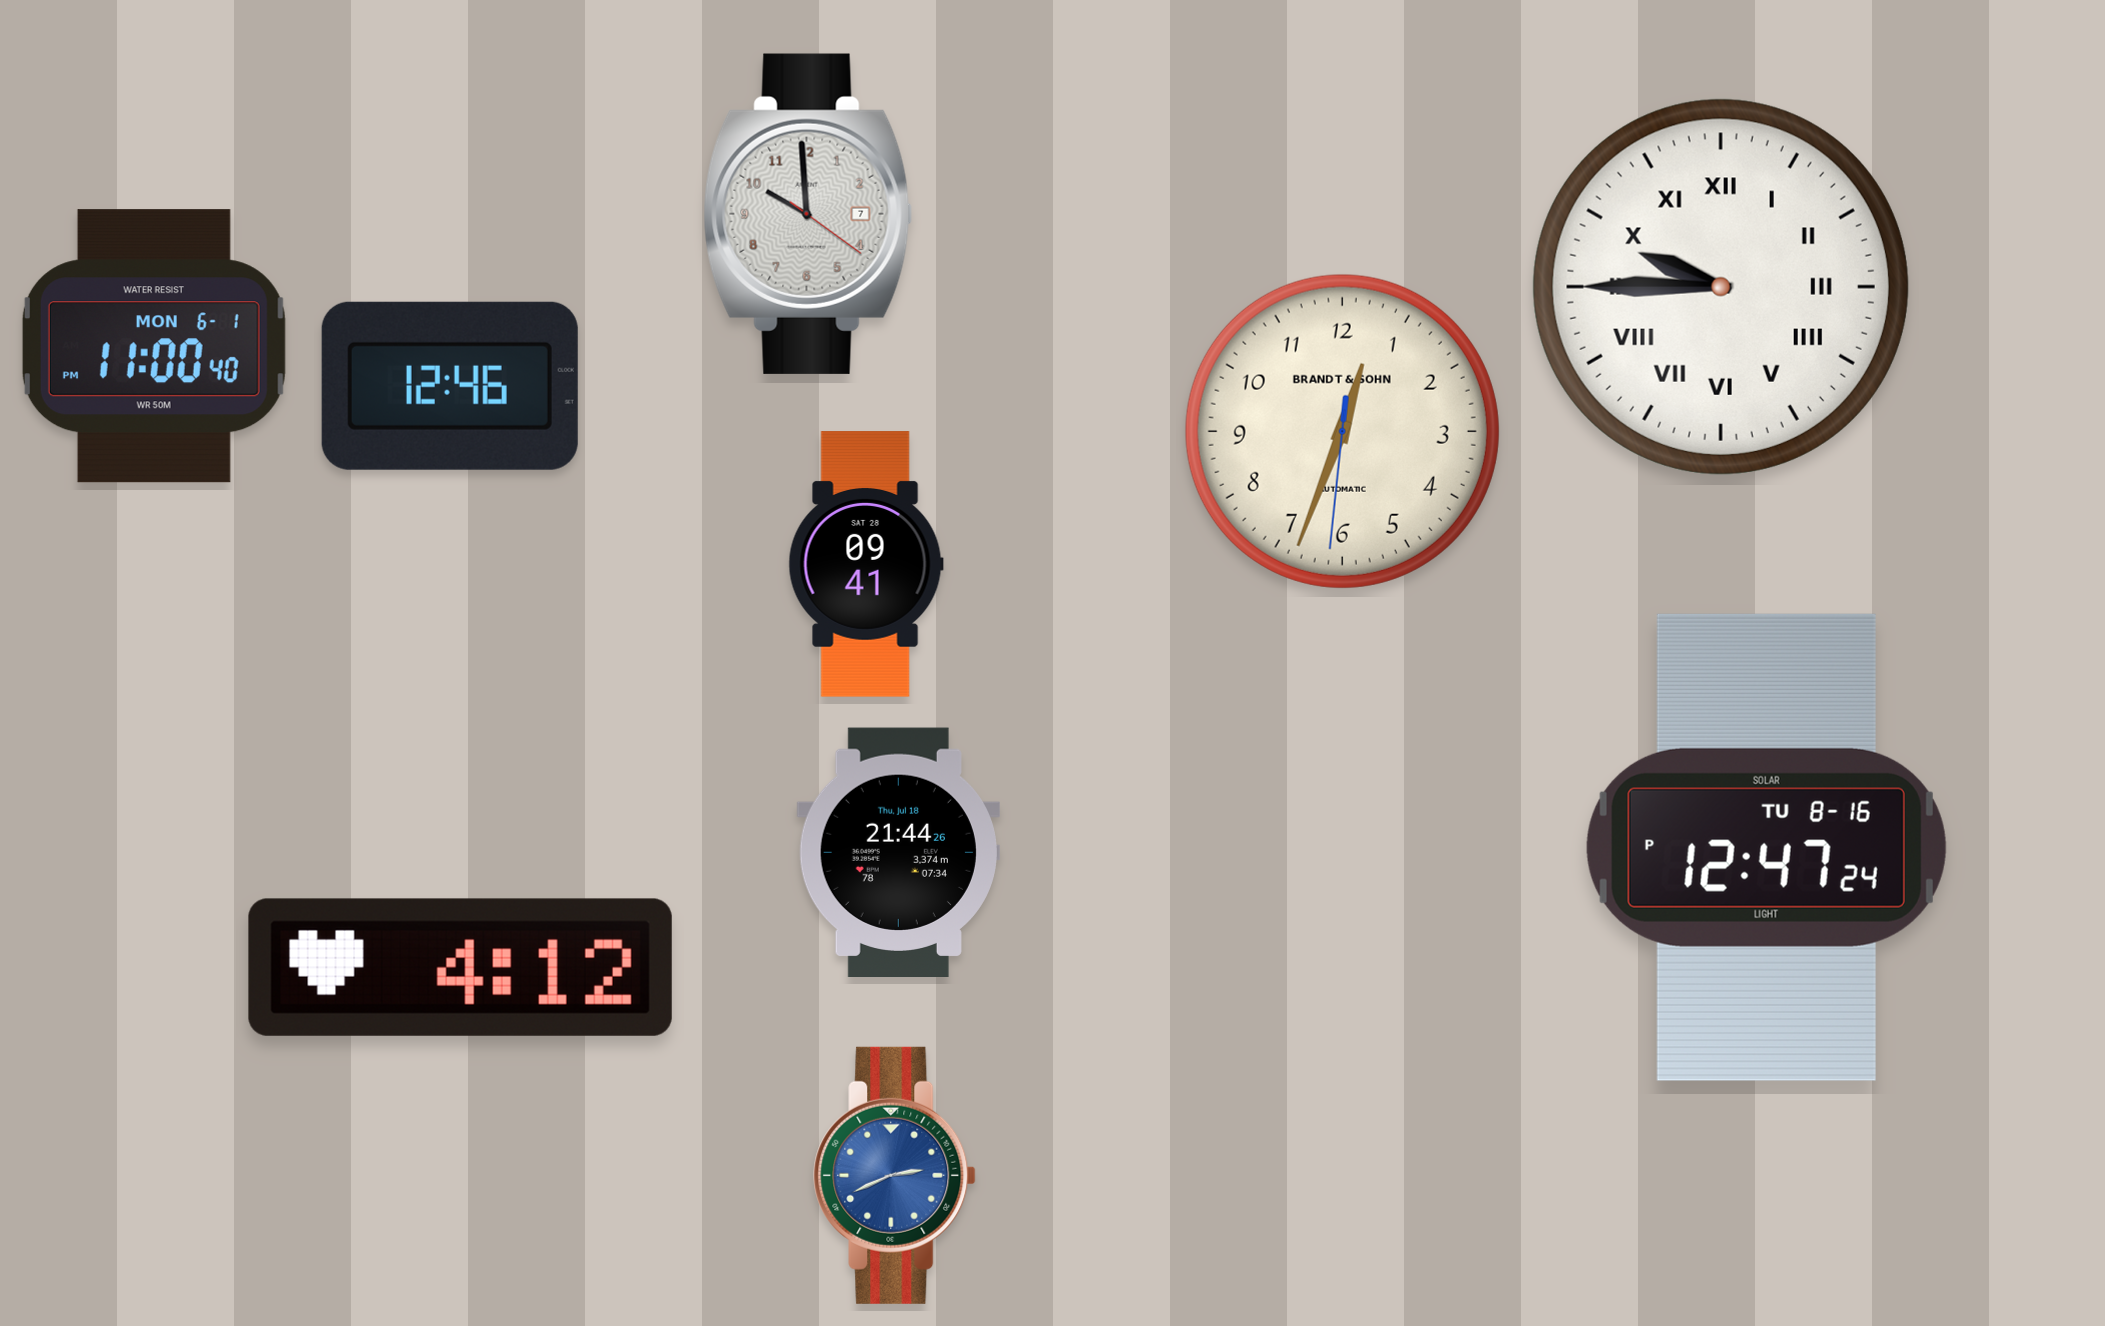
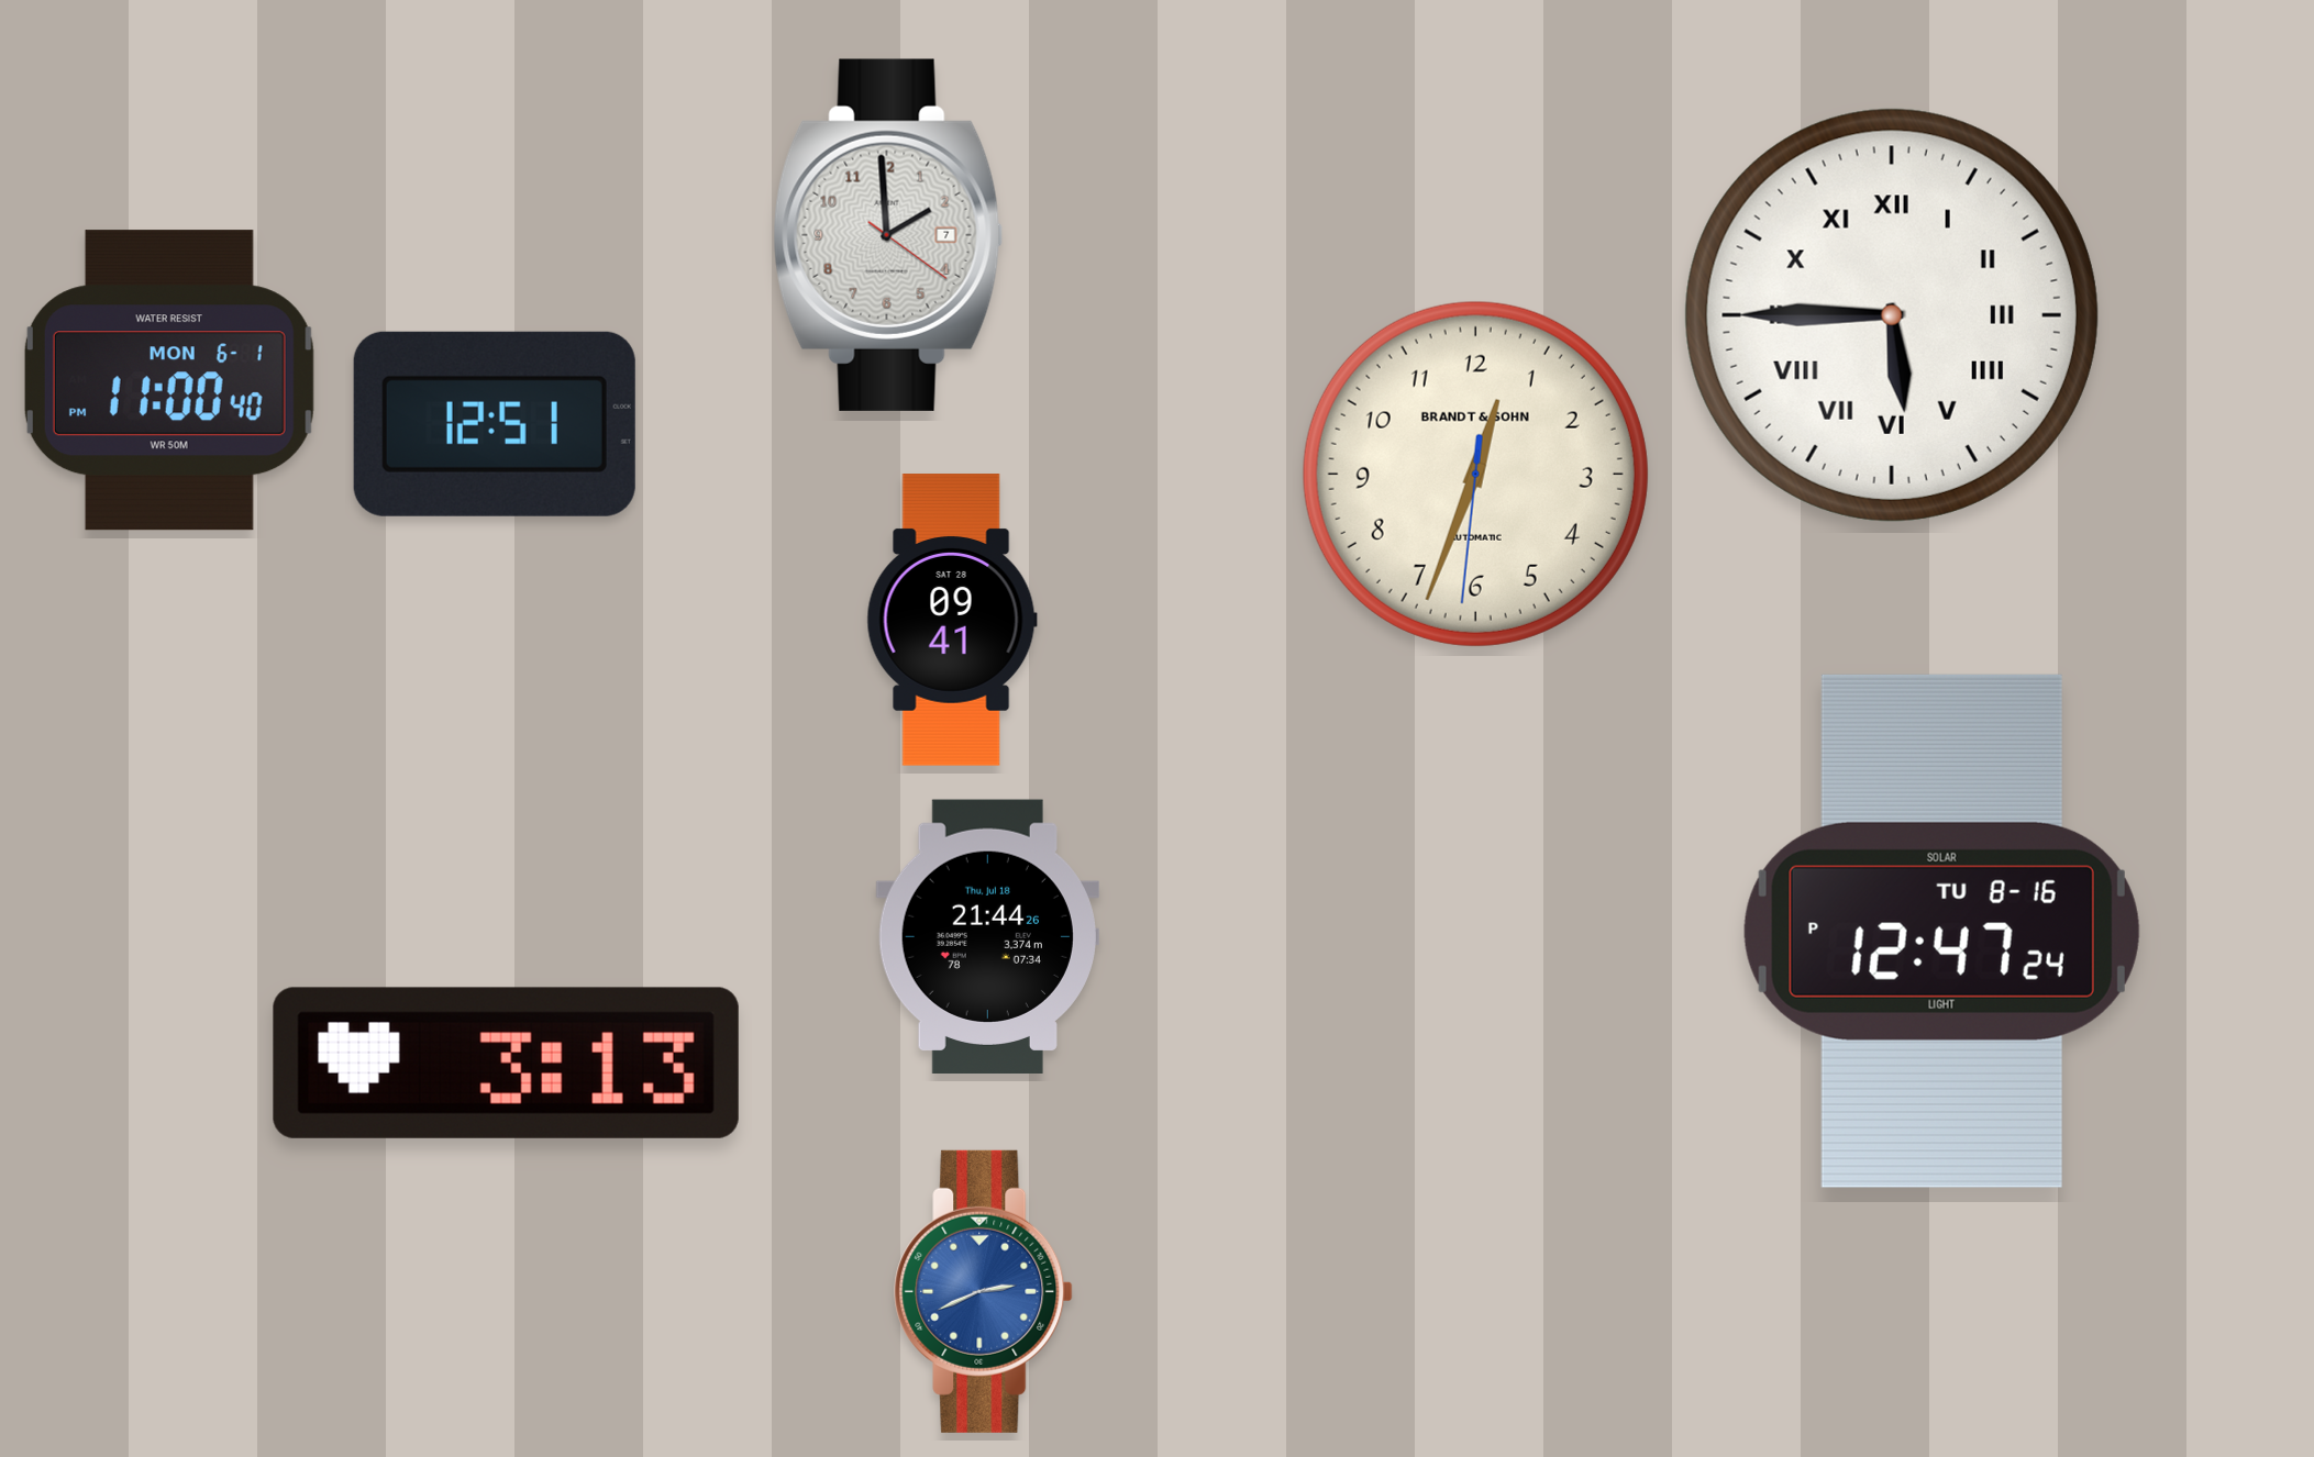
clock at (808, 214): 9:59 -> 1:59
clock at (1721, 287): 9:45 -> 5:45
clock at (450, 386): 12:46 -> 12:51
clock at (460, 967): 4:12 -> 3:13
